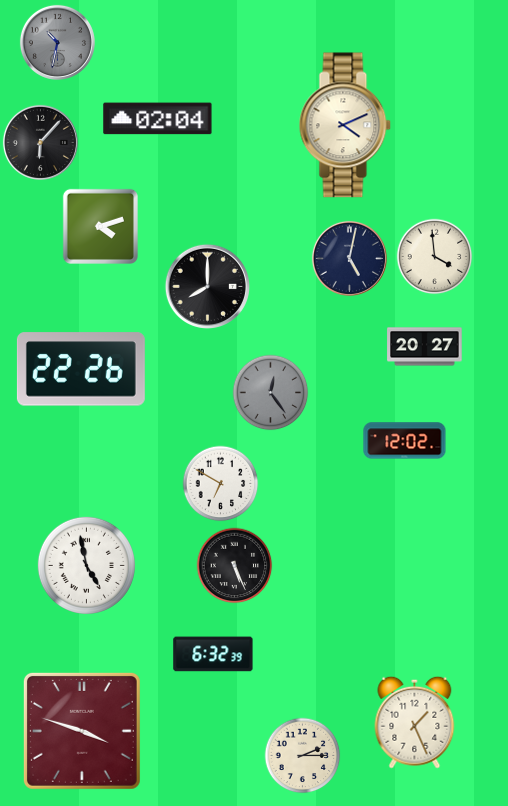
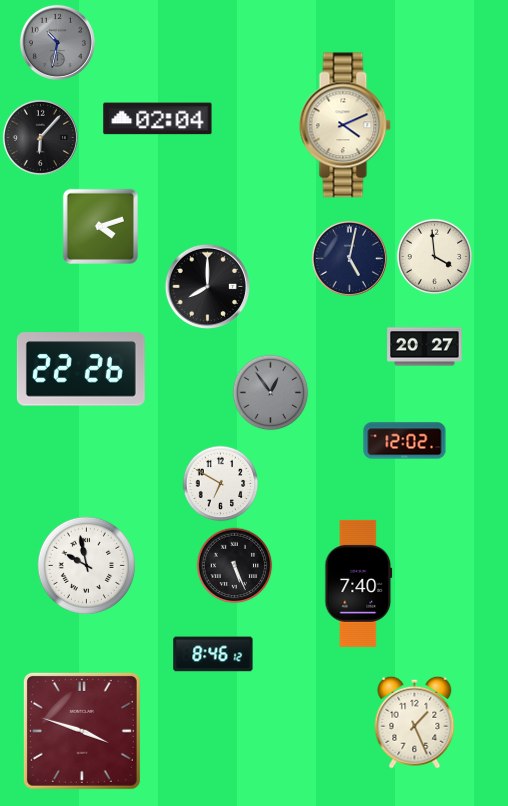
clock at (40, 142) position: (40, 142) -> (40, 137)
clock at (271, 393): 12:24 -> 12:54
clock at (86, 565): 4:58 -> 9:58
clock at (359, 583): none -> 7:40
clock at (213, 654): 6:32 -> 8:46
clock at (303, 756): 2:15 -> none
